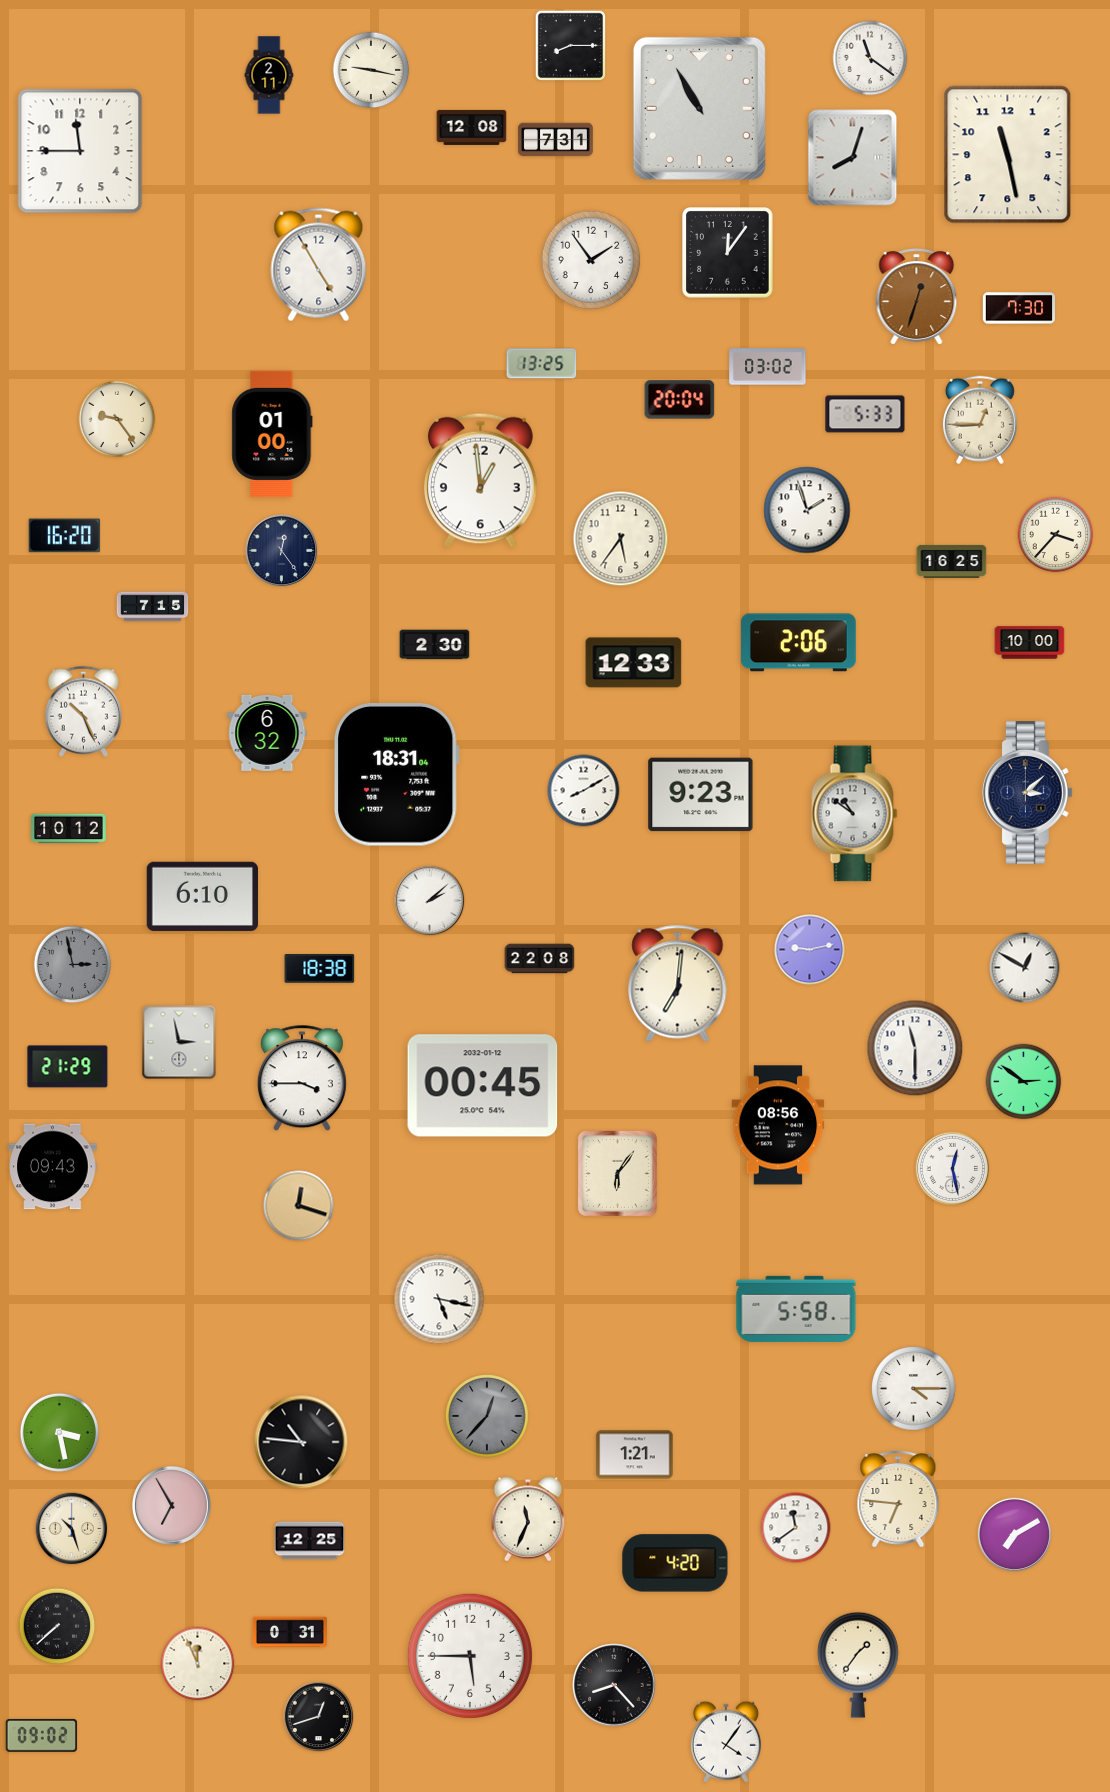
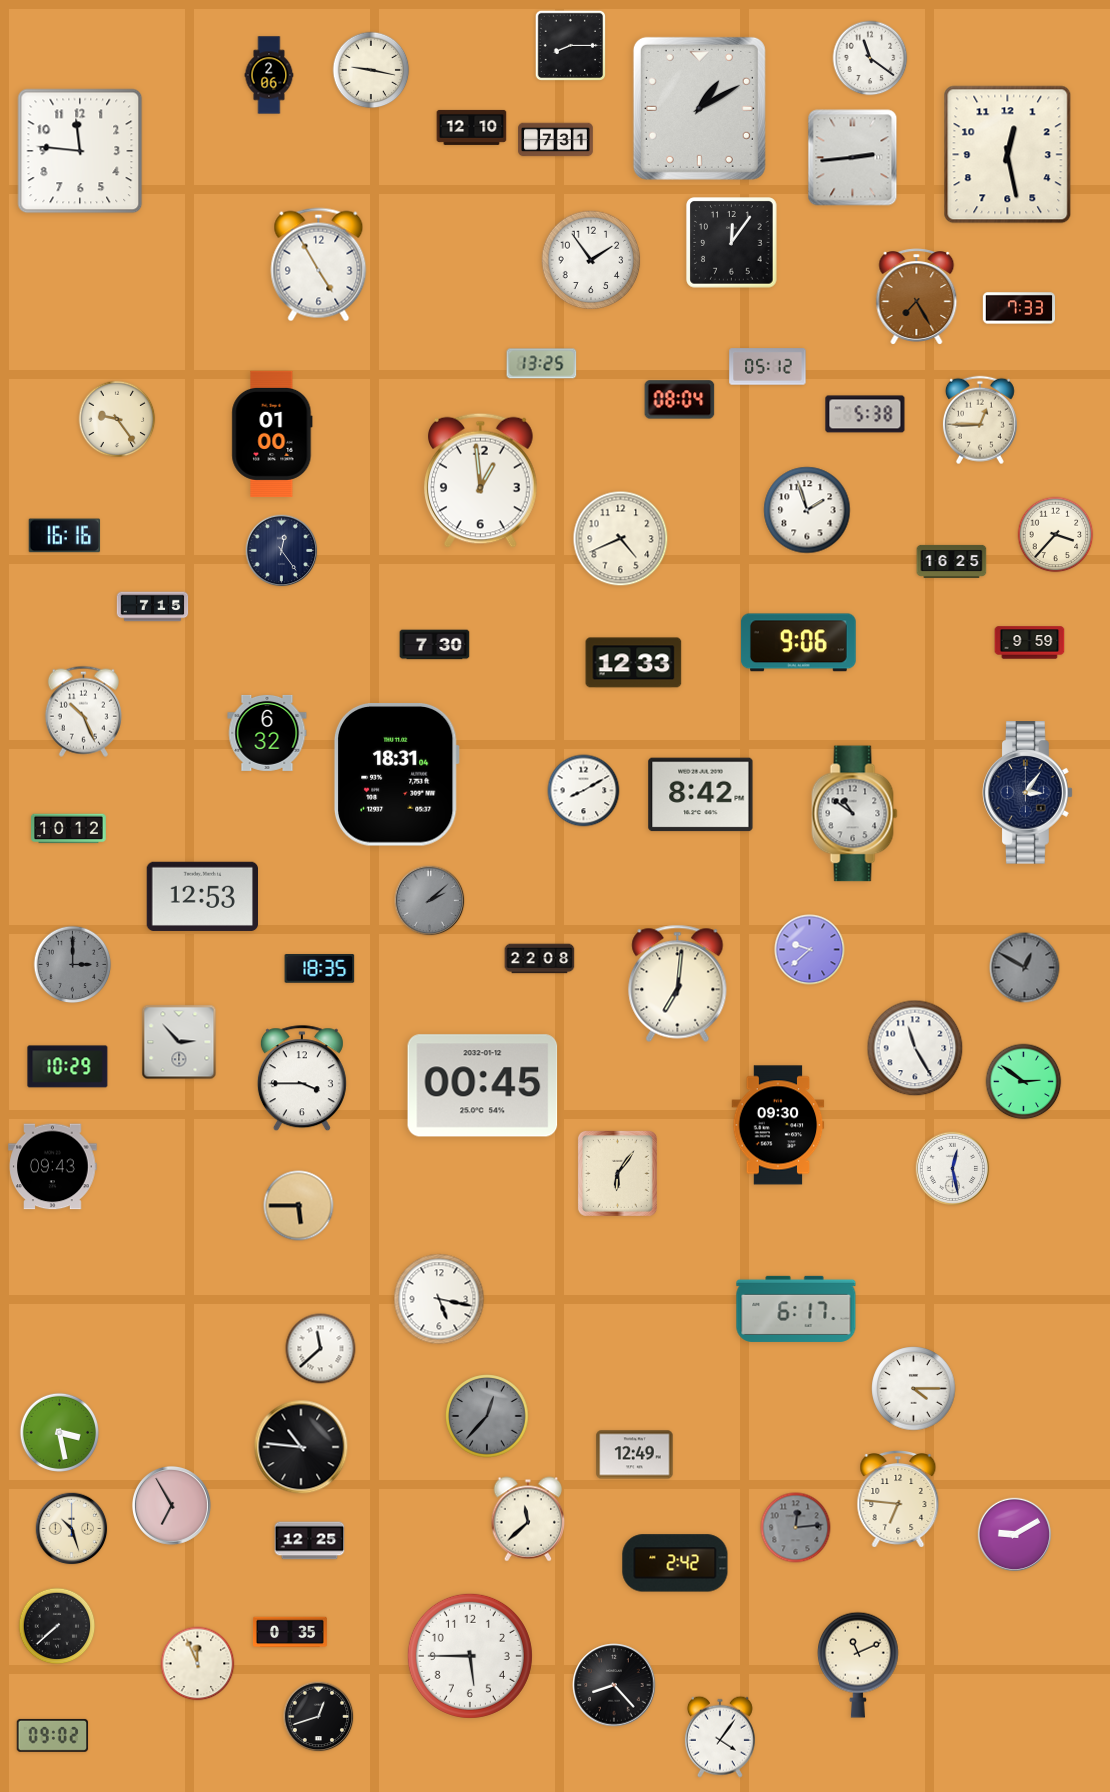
clock at (269, 75): 2:11 -> 2:06
clock at (699, 108): 10:55 -> 1:10
clock at (472, 127): 12:08 -> 12:10
clock at (80, 151): 11:45 -> 11:46
clock at (1008, 155): 11:28 -> 12:28
clock at (853, 158): 8:03 -> 2:44
clock at (728, 253) position: (728, 253) -> (732, 243)
clock at (917, 297): 12:33 -> 7:25
clock at (1018, 308): 7:30 -> 7:33
clock at (768, 367): 03:02 -> 05:12
clock at (680, 400): 20:04 -> 08:04
clock at (865, 414): 5:33 -> 5:38
clock at (65, 536): 16:20 -> 16:16
clock at (621, 539): 5:36 -> 4:41
clock at (798, 643): 2:06 -> 9:06
clock at (1030, 643): 10:00 -> 9:59
clock at (435, 645): 2:30 -> 7:30
clock at (1028, 793): 3:08 -> 3:06
clock at (701, 795): 9:23 -> 8:42
clock at (202, 896): 6:10 -> 12:53
clock at (430, 901) dial: white -> grey
clock at (810, 950): 9:13 -> 9:38
clock at (73, 965): 2:58 -> 3:00
clock at (1025, 968) dial: white -> grey
clock at (320, 969): 18:38 -> 18:35
clock at (179, 1042): 2:58 -> 2:53
clock at (915, 1048): 11:30 -> 11:25
clock at (68, 1067): 21:29 -> 10:29
clock at (778, 1125): 08:56 -> 09:30
clock at (299, 1206): 12:18 -> 5:45
clock at (796, 1309): 5:58 -> 6:17
clock at (321, 1349): none -> 11:38
clock at (301, 1442) position: (301, 1442) -> (301, 1447)
clock at (635, 1455): 1:21 -> 12:49
clock at (528, 1519): 11:34 -> 11:38
clock at (796, 1528): 11:39 -> 12:14
clock at (796, 1528) dial: white -> grey
clock at (1015, 1535): 7:10 -> 9:10
clock at (675, 1563): 4:20 -> 2:42
clock at (291, 1632): 0:31 -> 0:35
clock at (859, 1665): 1:36 -> 11:11
clock at (42, 1735) position: (42, 1735) -> (53, 1735)
clock at (726, 1742) position: (726, 1742) -> (720, 1737)
